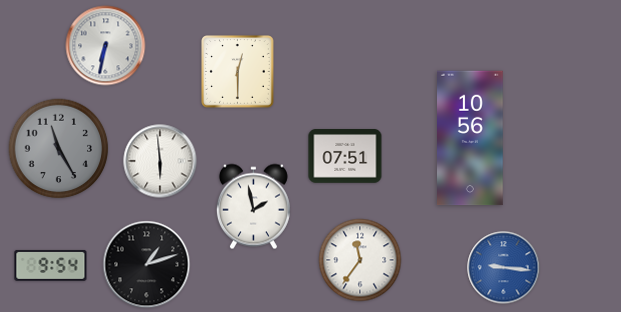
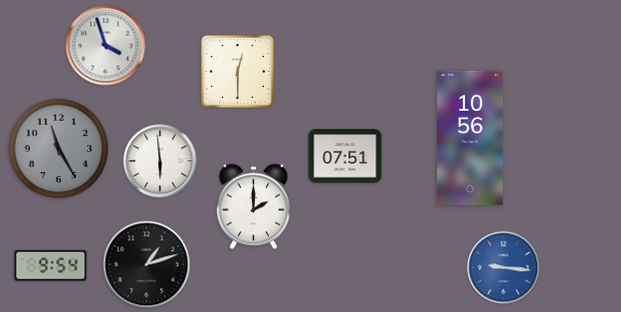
clock at (106, 46): 6:32 -> 3:57
clock at (253, 207): 1:58 -> 2:00
clock at (360, 260): 11:36 -> none
